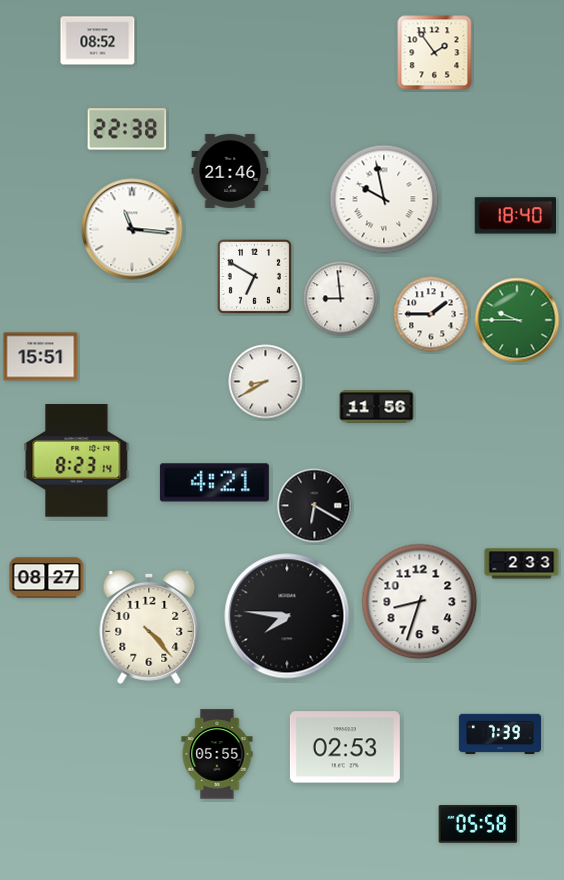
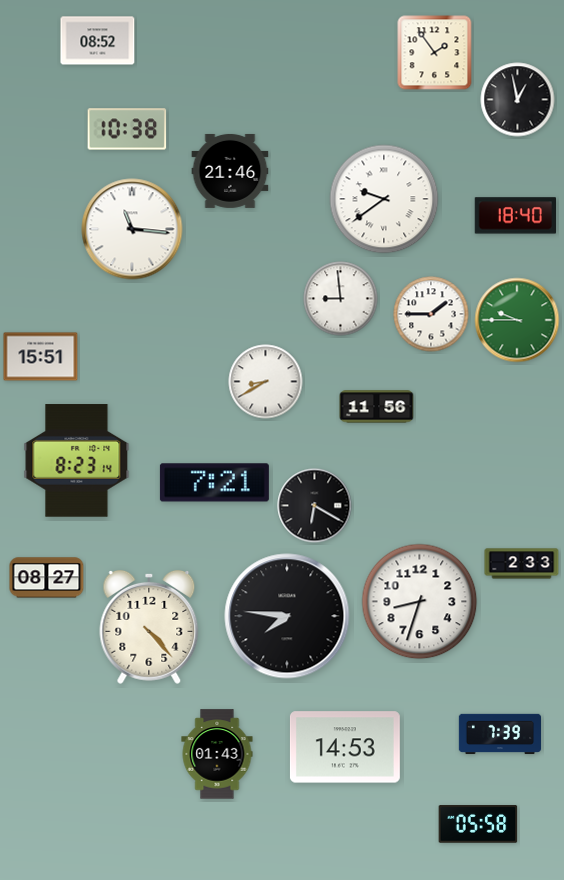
clock at (518, 100): none -> 12:58
clock at (127, 129): 22:38 -> 10:38
clock at (384, 199): 9:58 -> 9:39
clock at (254, 276): 6:50 -> none
clock at (214, 483): 4:21 -> 7:21
clock at (345, 747): 02:53 -> 14:53
clock at (217, 754): 05:55 -> 01:43
